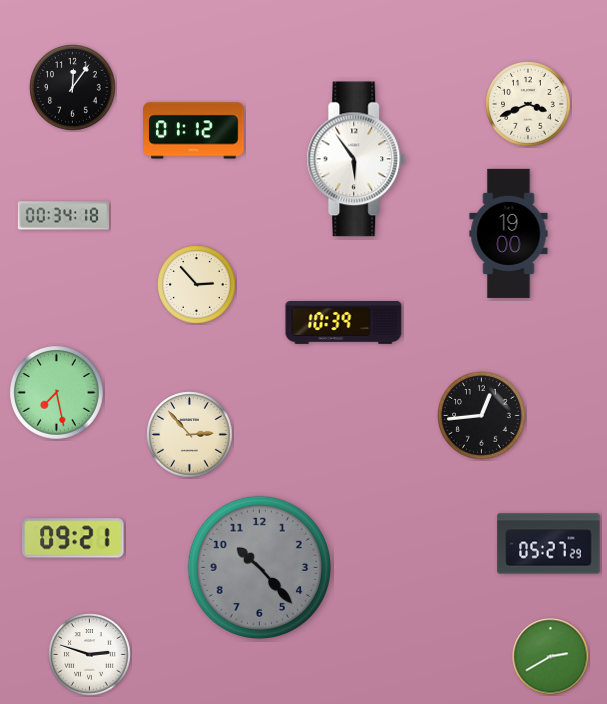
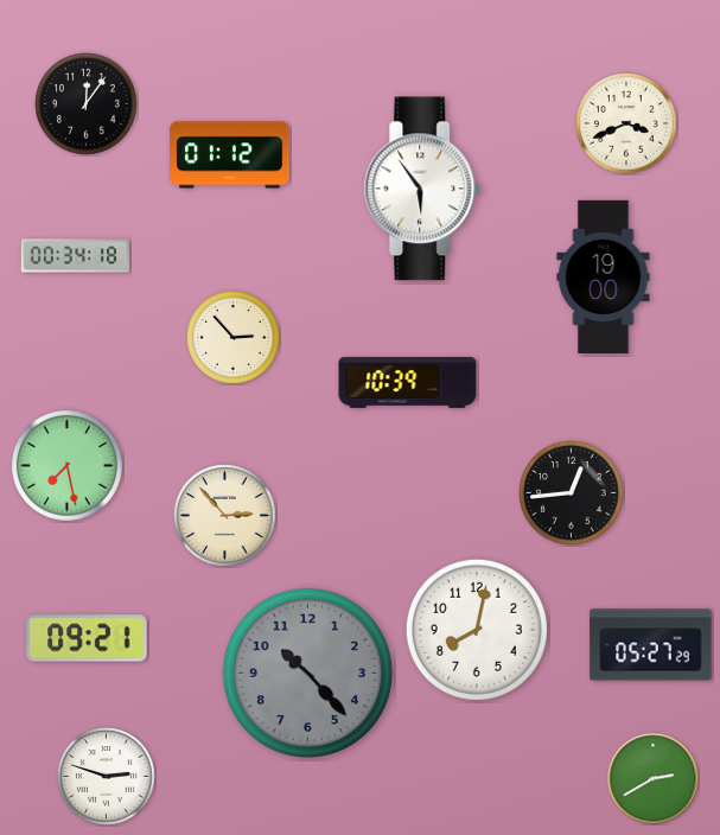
clock at (477, 630): none -> 8:02
